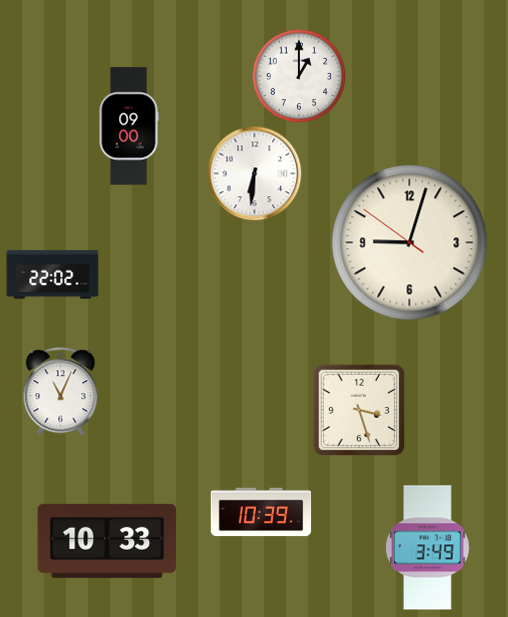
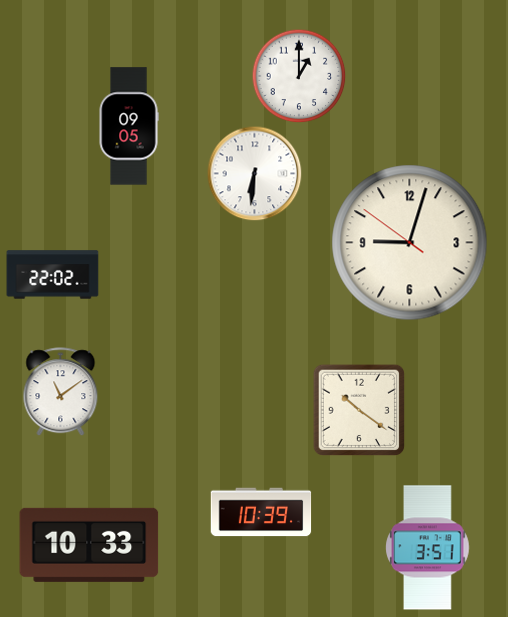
clock at (129, 126): 09:00 -> 09:05
clock at (61, 392): 11:04 -> 11:09
clock at (359, 410): 3:27 -> 10:21
clock at (107, 541) position: (107, 541) -> (89, 545)
clock at (428, 548): 3:49 -> 3:51
